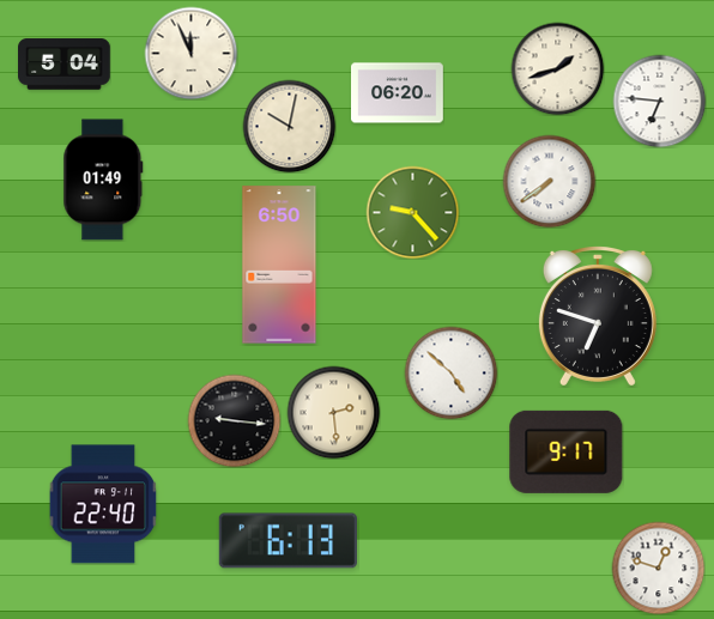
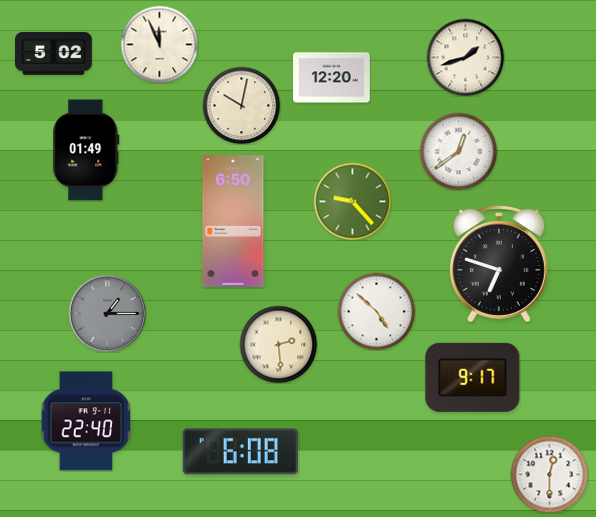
clock at (65, 65): 5:04 -> 5:02
clock at (398, 93): 06:20 -> 12:20
clock at (659, 101): 6:46 -> none
clock at (549, 181): 7:39 -> 12:39
clock at (412, 212) position: (412, 212) -> (352, 201)
clock at (107, 313): none -> 1:15
clock at (234, 420): 9:16 -> none
clock at (288, 541): 6:13 -> 6:08
clock at (658, 568): 12:48 -> 12:30
